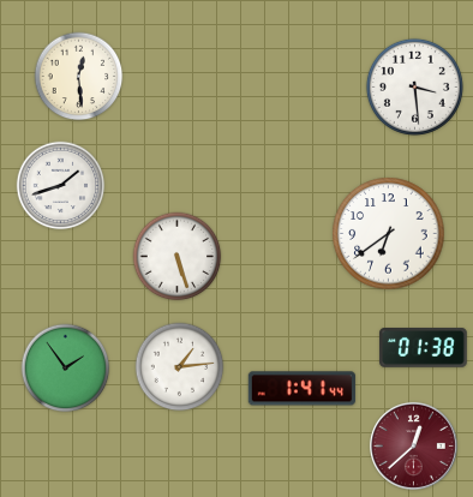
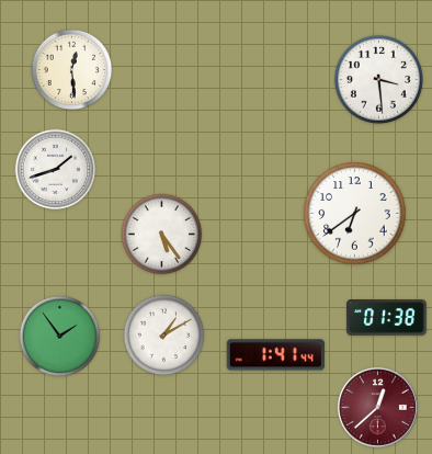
clock at (178, 257): 5:27 -> 5:24
clock at (180, 367): 1:14 -> 1:10
